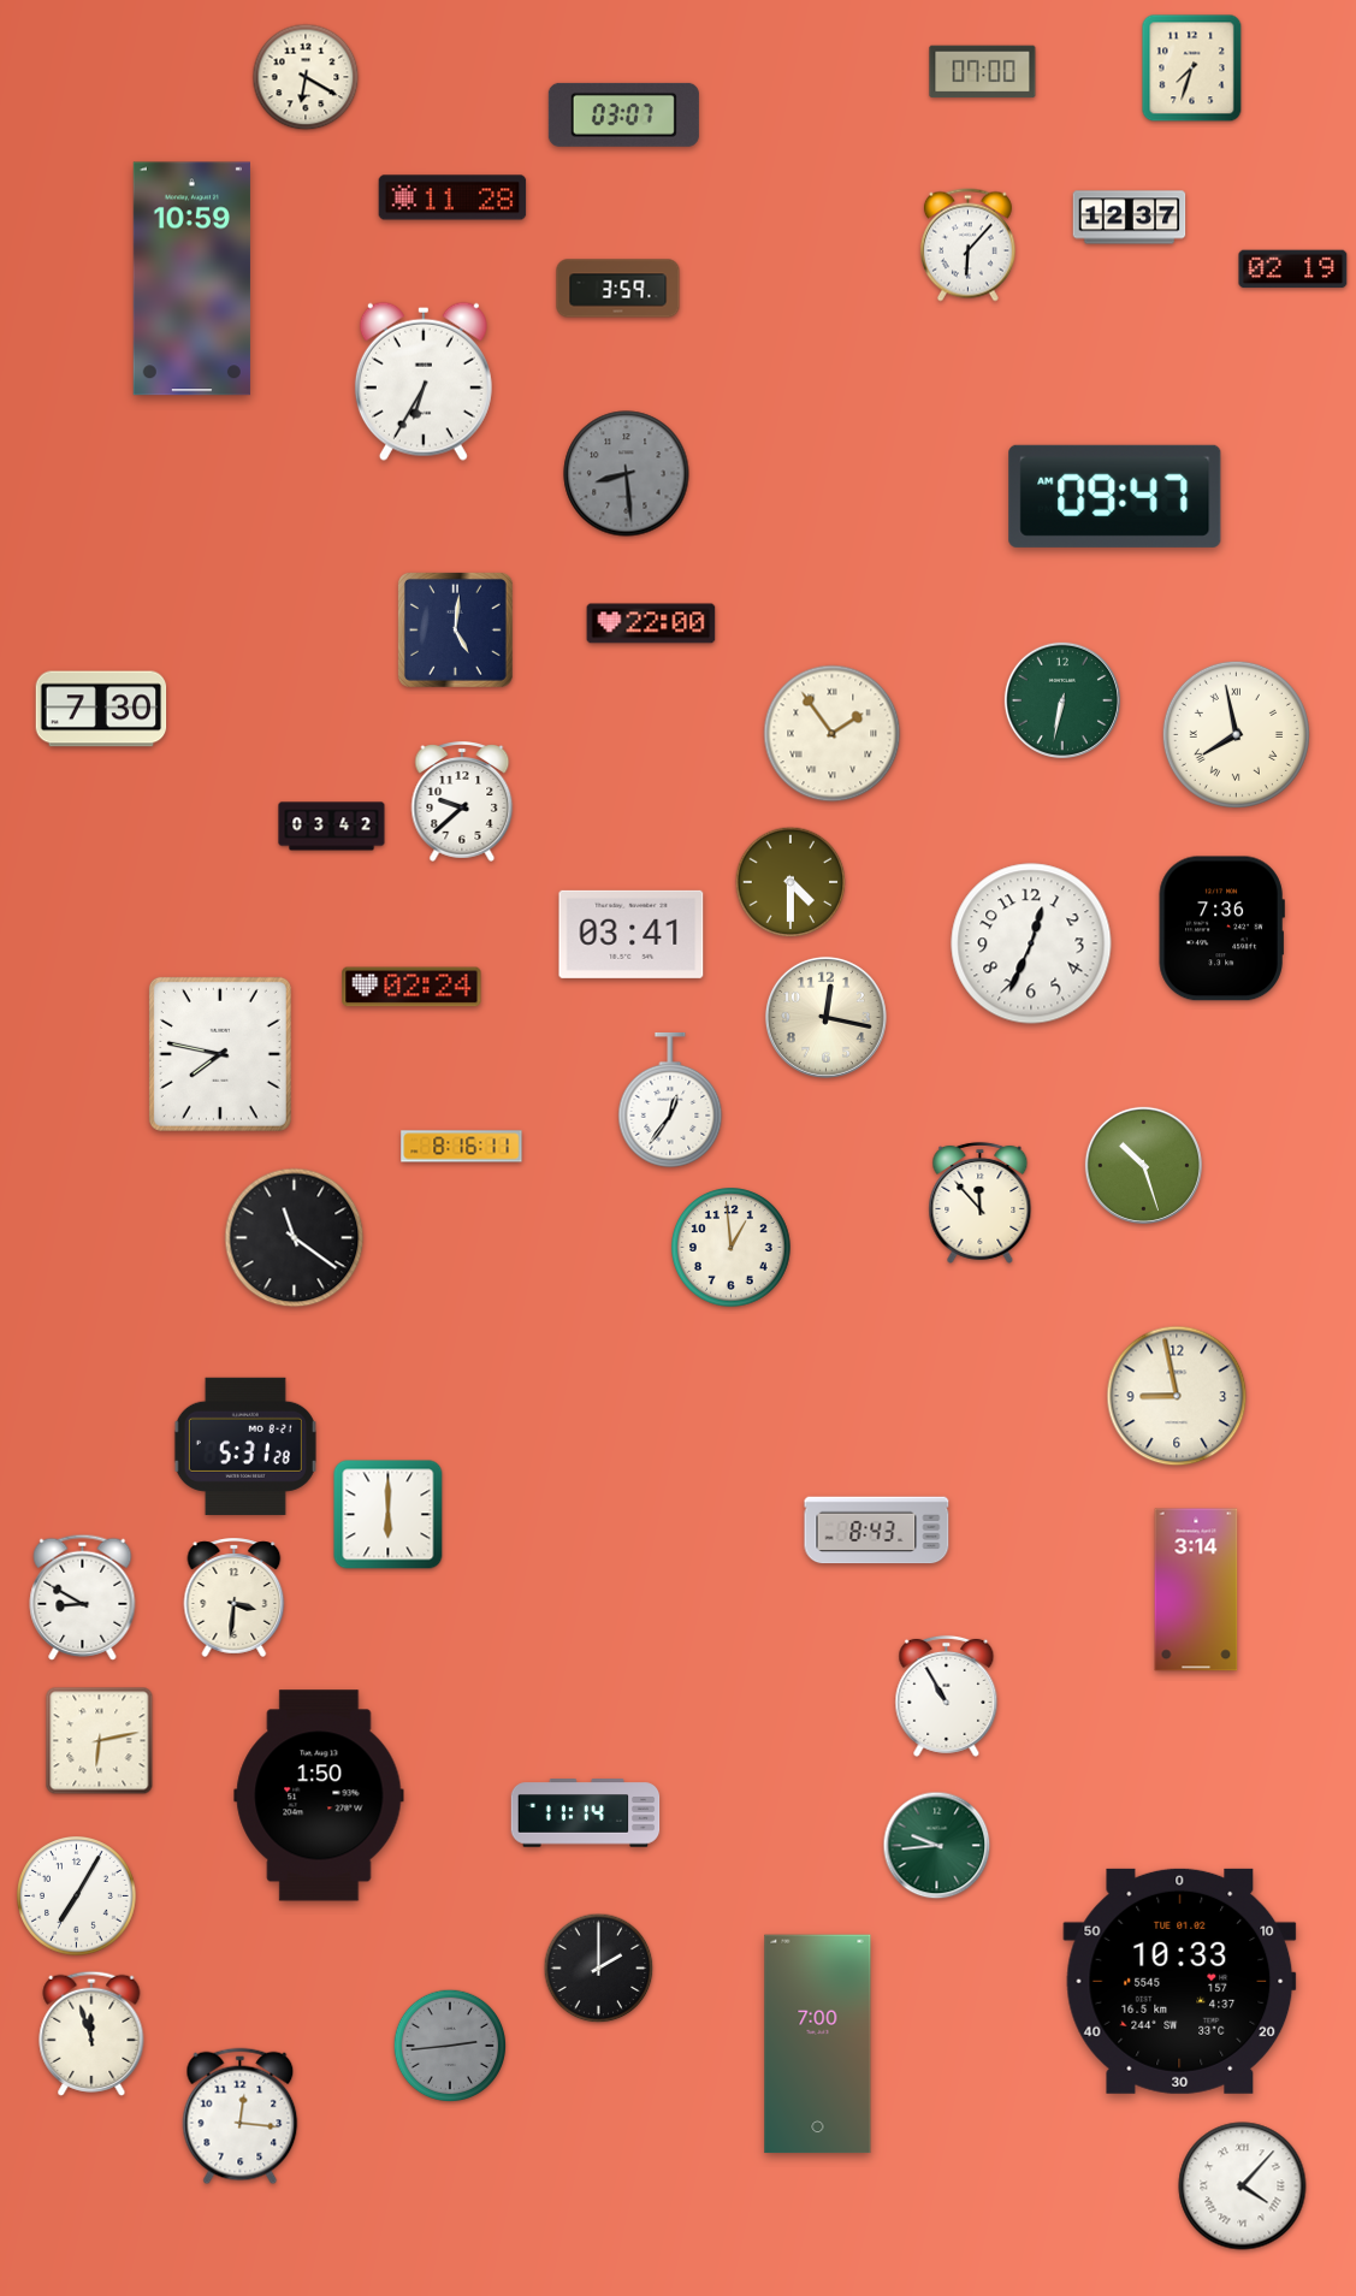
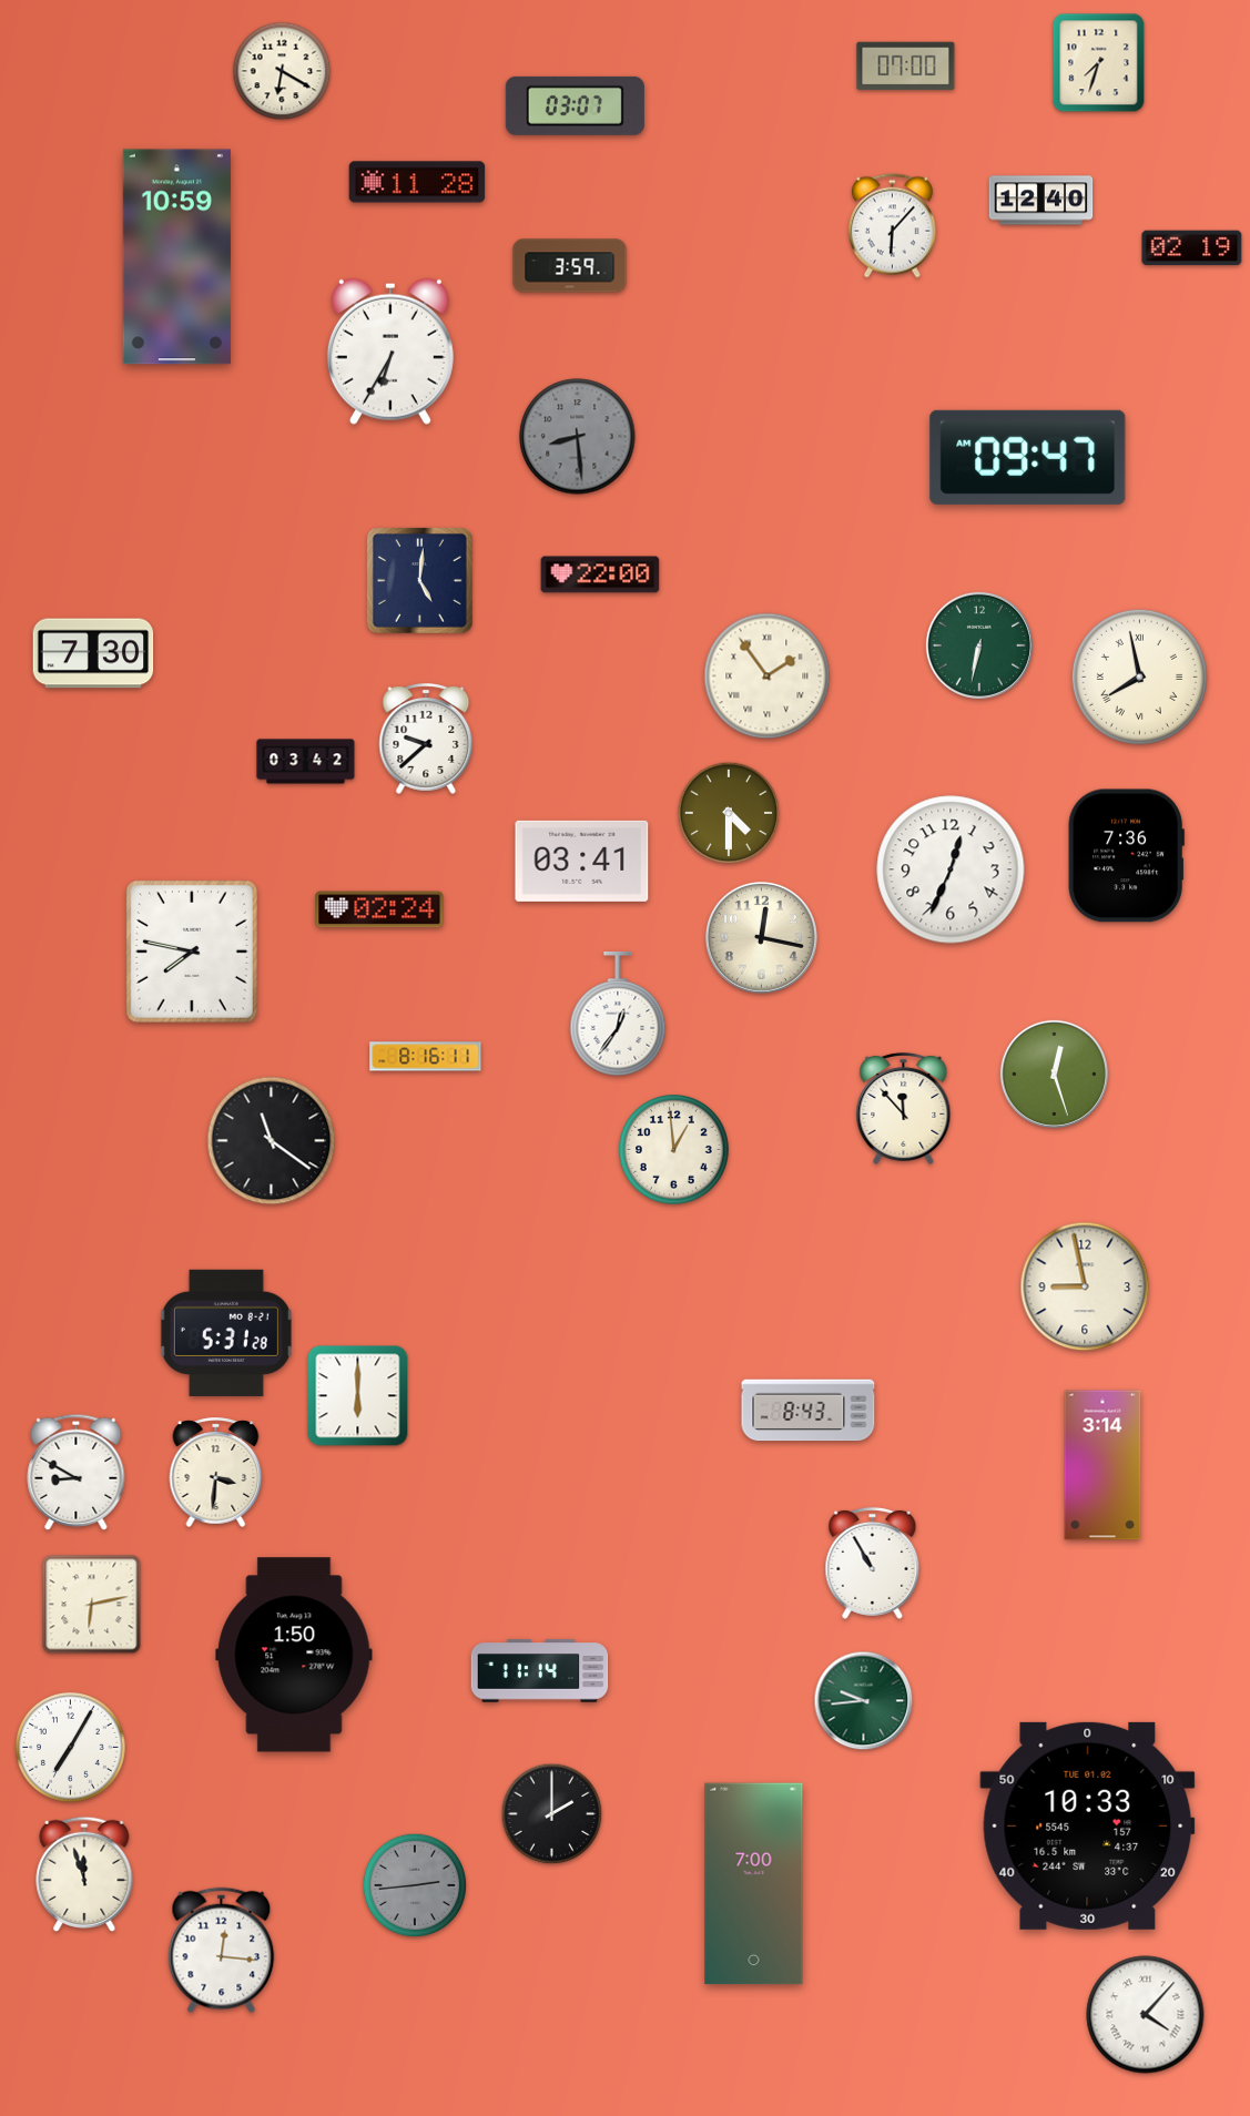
clock at (1130, 218): 12:37 -> 12:40
clock at (220, 1054) position: (220, 1054) -> (192, 952)
clock at (1143, 1165): 10:27 -> 12:27
